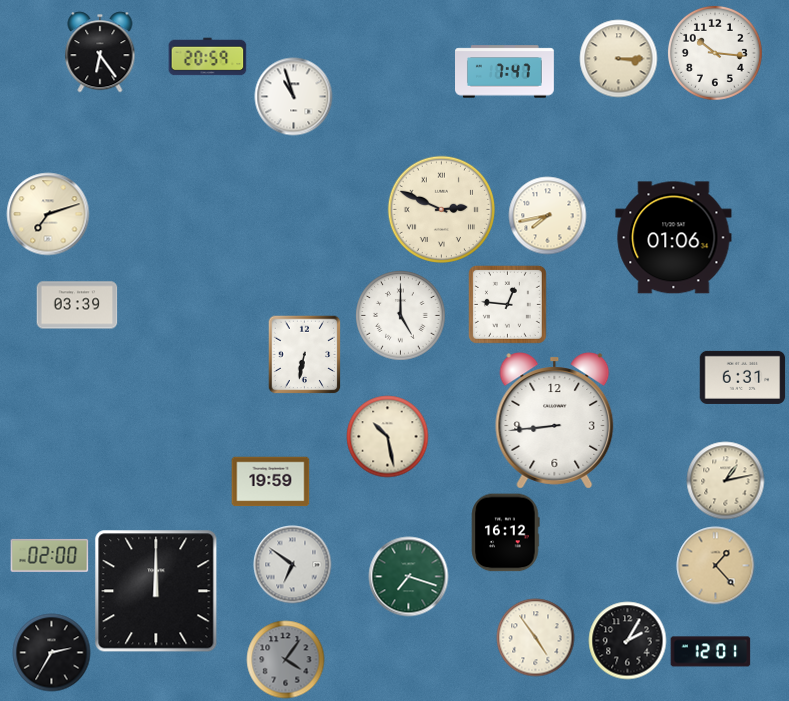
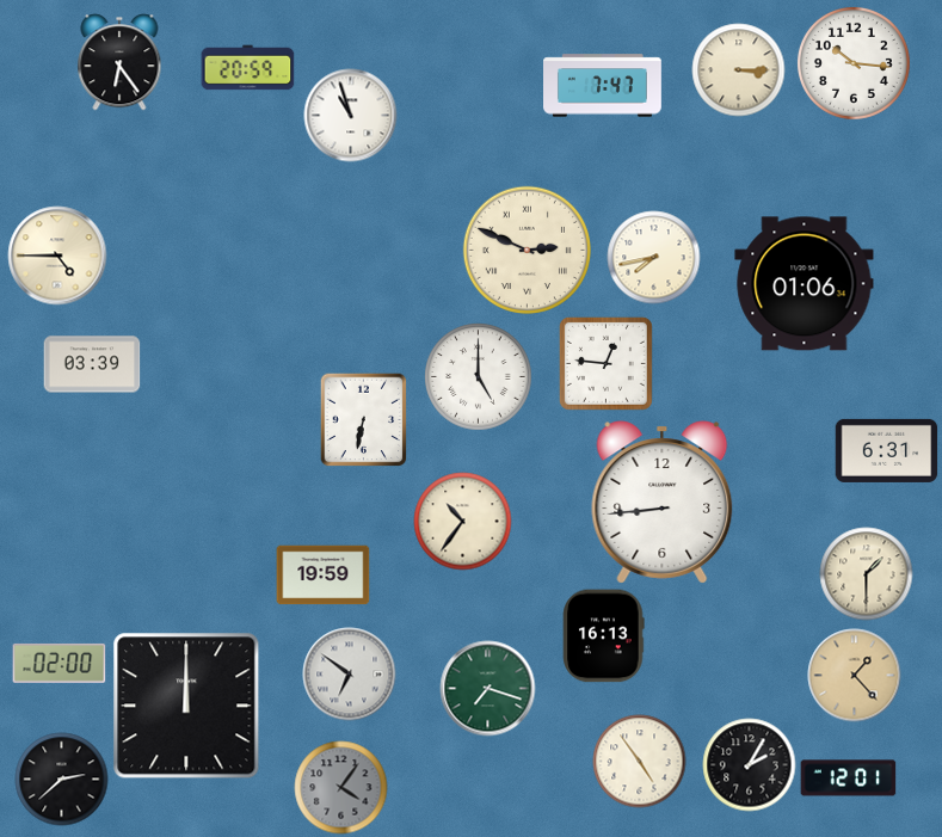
clock at (48, 214): 7:12 -> 4:45
clock at (305, 354) position: (305, 354) -> (364, 419)
clock at (387, 436): 10:28 -> 10:36
clock at (725, 480): 1:13 -> 1:30
clock at (506, 532): 16:12 -> 16:13
clock at (51, 652): 2:35 -> 2:38
